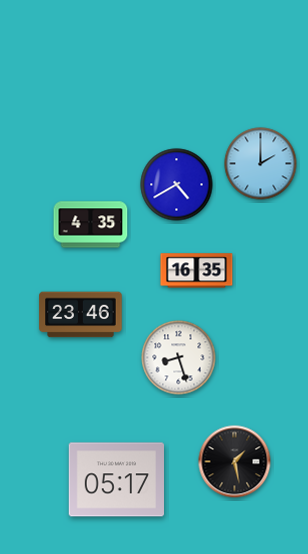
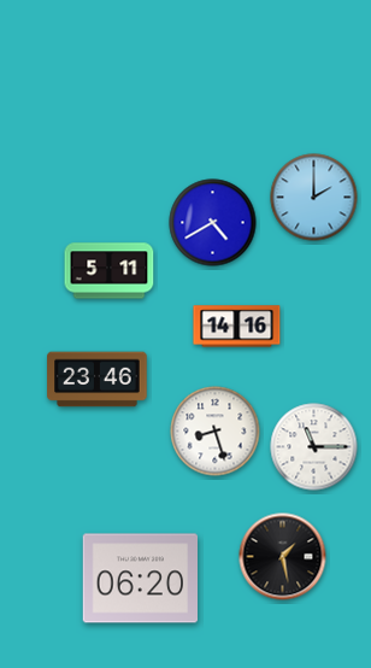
clock at (91, 225): 4:35 -> 5:11
clock at (197, 271): 16:35 -> 14:16
clock at (314, 447): none -> 11:15
clock at (117, 480): 05:17 -> 06:20
